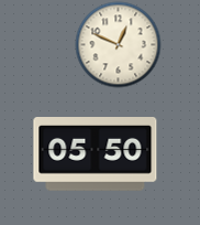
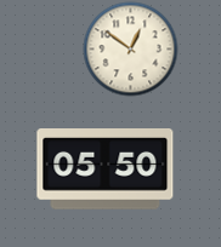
clock at (118, 44): 12:49 -> 12:51
